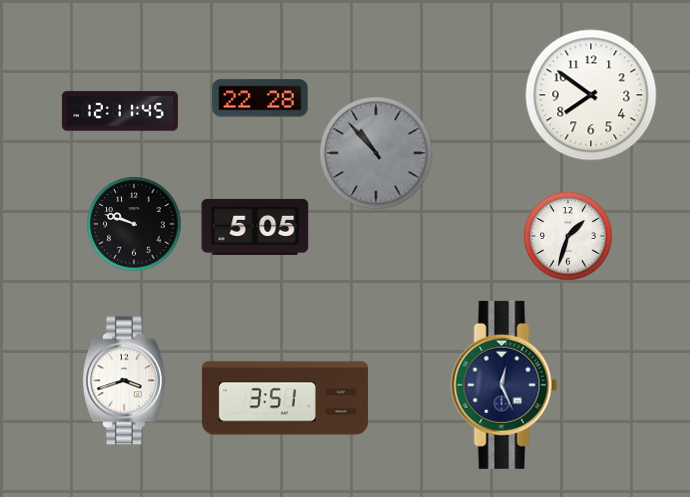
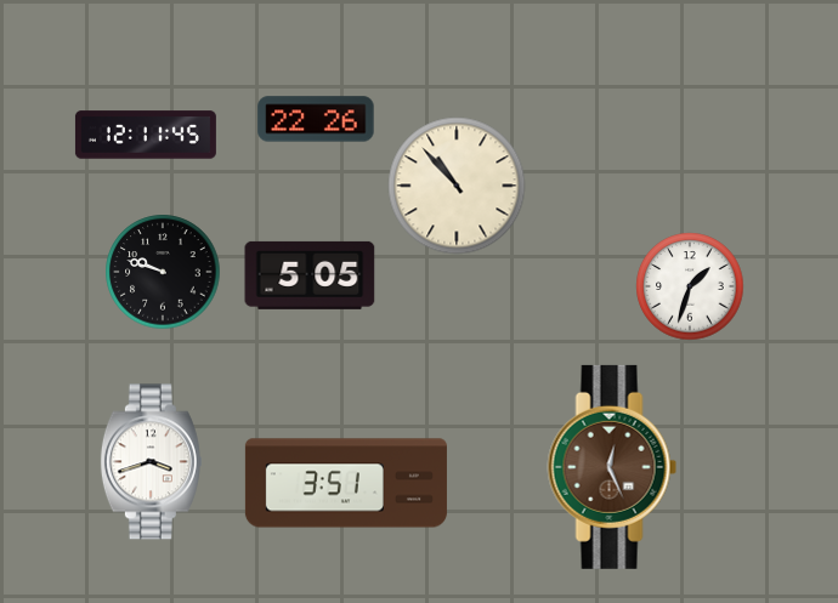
clock at (591, 95): 7:51 -> none
clock at (260, 98): 22:28 -> 22:26
clock at (376, 153) dial: grey -> cream
clock at (504, 385) dial: navy -> brown
